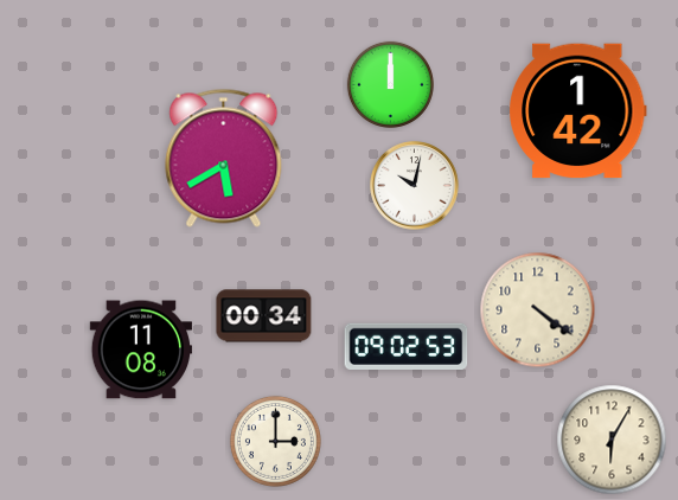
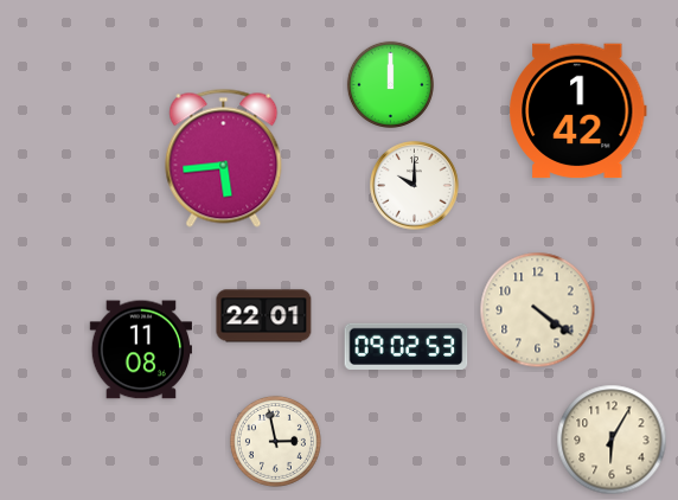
clock at (224, 158): 5:40 -> 5:44
clock at (415, 186): 10:02 -> 10:00
clock at (264, 316): 00:34 -> 22:01
clock at (275, 441): 3:00 -> 2:58
